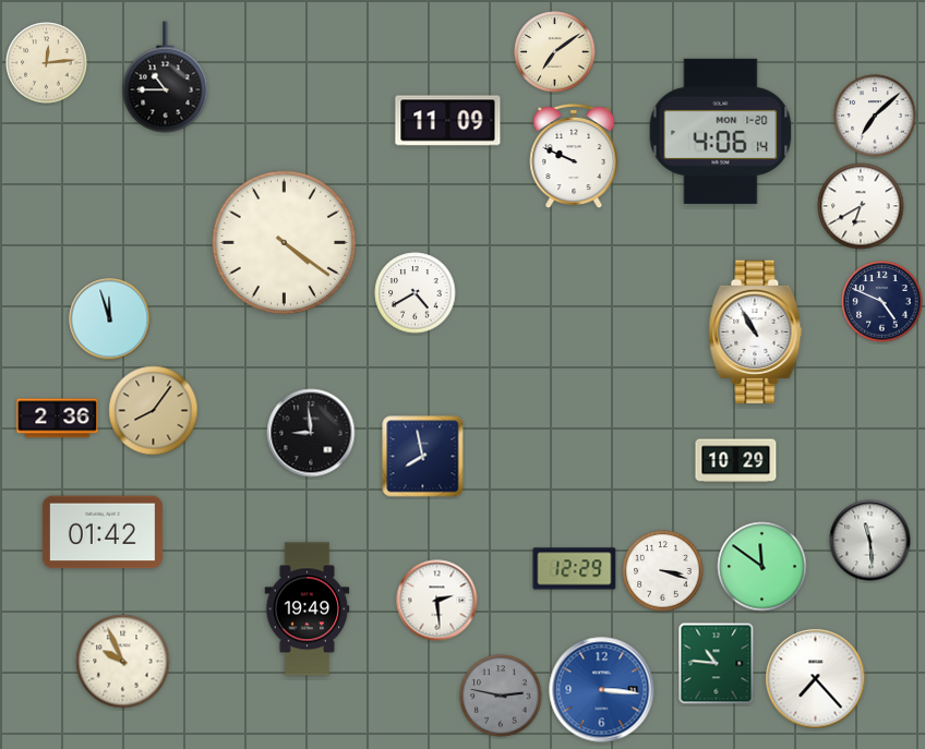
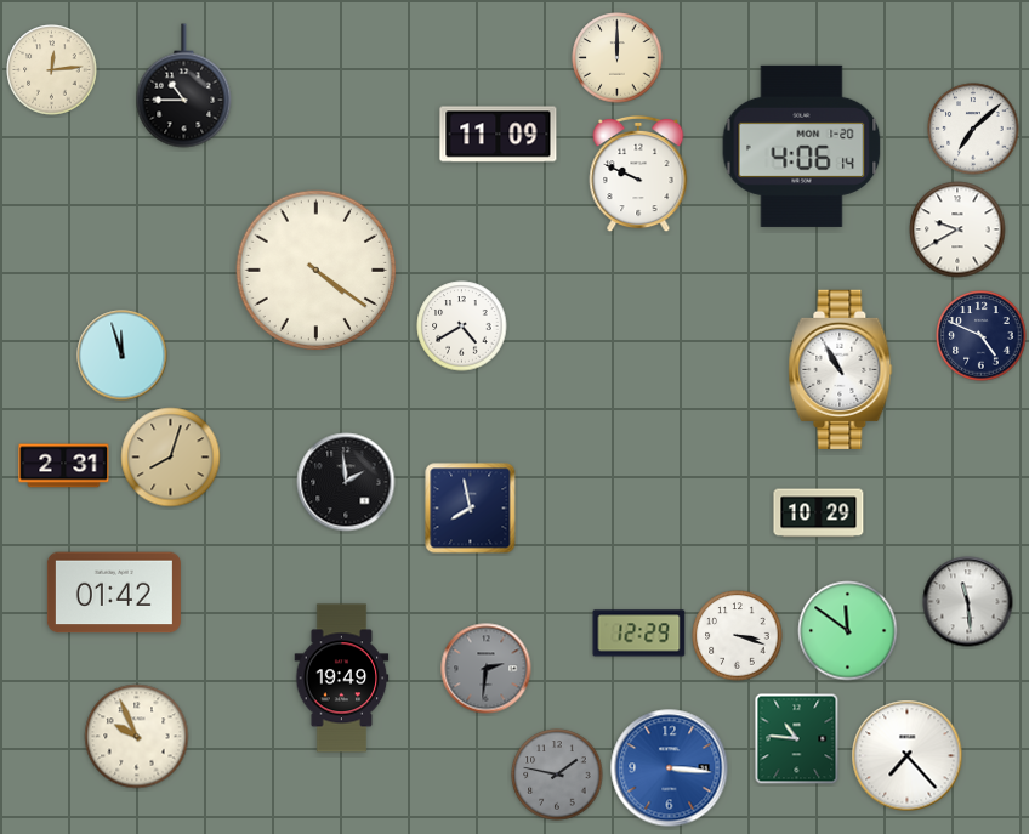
clock at (555, 52): 7:09 -> 12:00
clock at (861, 206): 6:40 -> 9:40
clock at (154, 411): 8:06 -> 8:03
clock at (58, 419): 2:36 -> 2:31
clock at (311, 433): 8:59 -> 1:59
clock at (437, 601): 2:29 -> 2:31
clock at (437, 601) dial: white -> grey
clock at (501, 696): 2:47 -> 1:47
